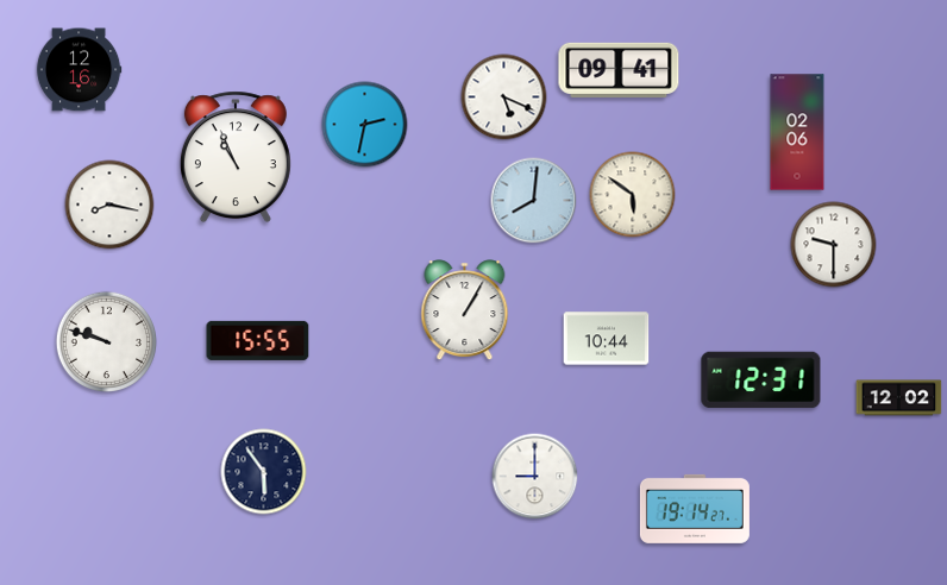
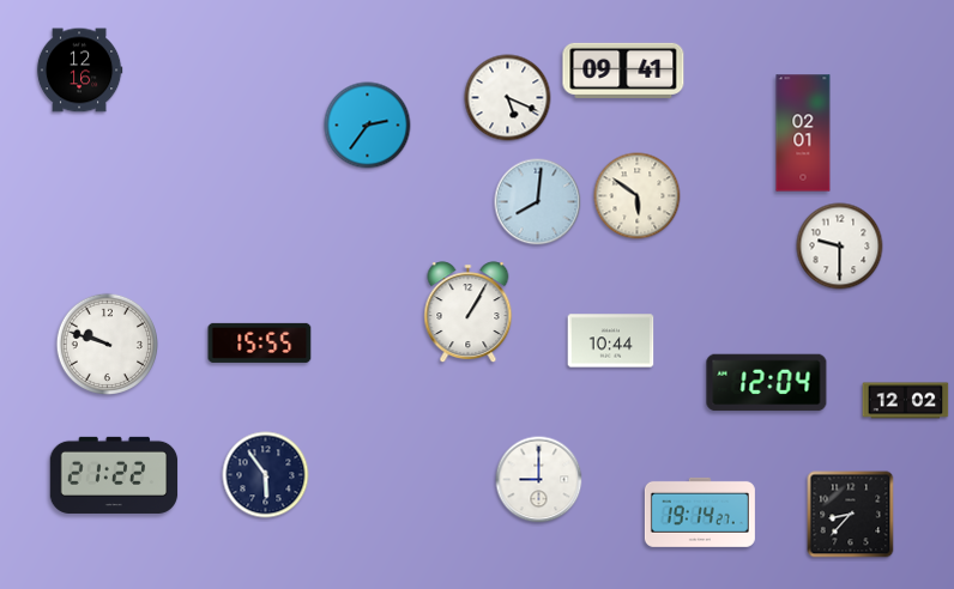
clock at (365, 125): 2:32 -> 2:36
clock at (797, 132): 02:06 -> 02:01
clock at (236, 157): 10:56 -> none
clock at (109, 205): 8:17 -> none
clock at (761, 380): 12:31 -> 12:04
clock at (114, 475): none -> 21:22
clock at (851, 515): none -> 8:37
